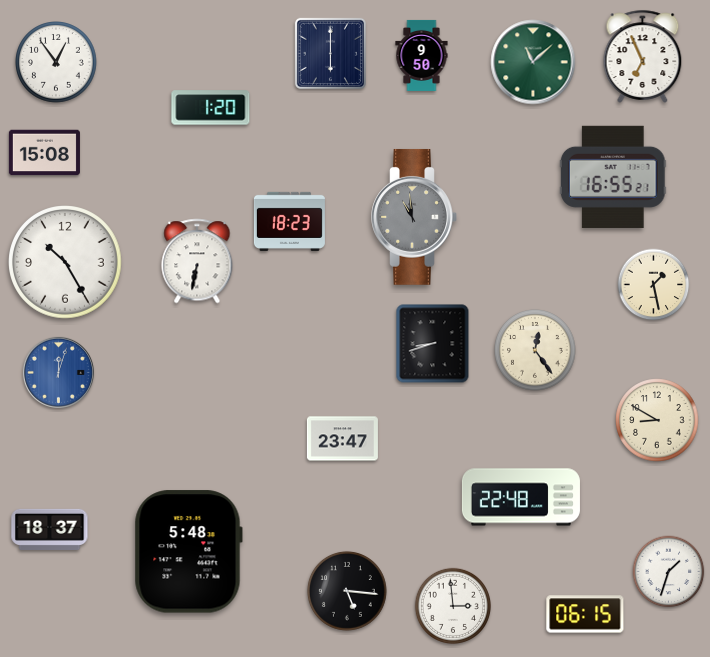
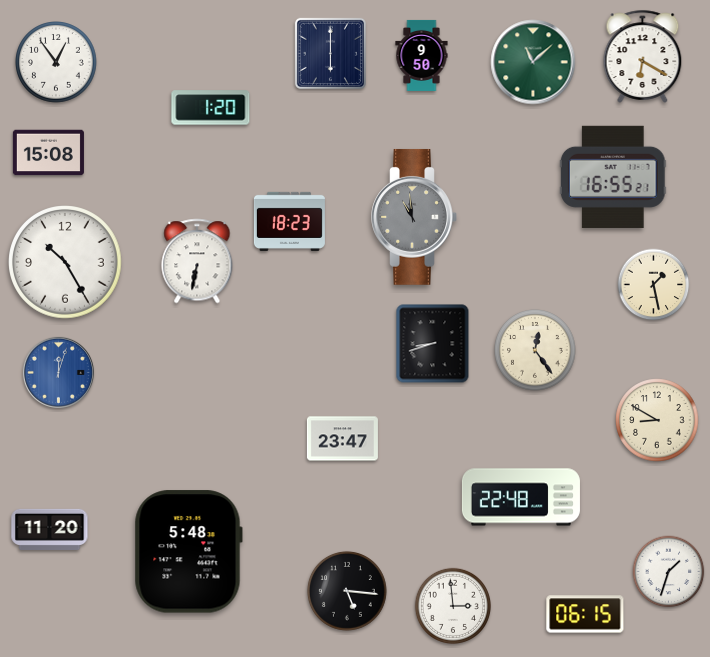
clock at (643, 56): 6:56 -> 6:20
clock at (44, 153) position: (44, 153) -> (48, 153)
clock at (50, 529): 18:37 -> 11:20
